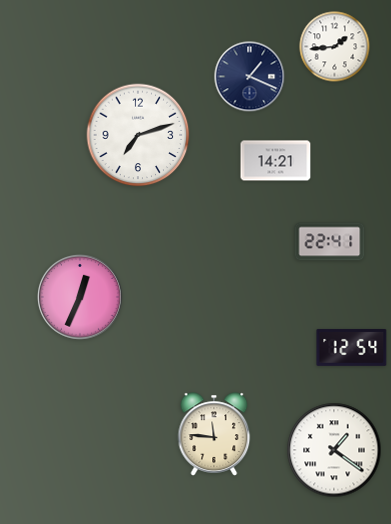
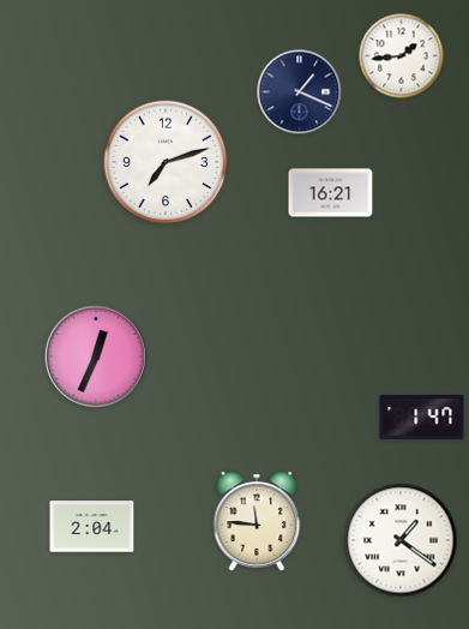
clock at (276, 161): 14:21 -> 16:21
clock at (330, 242): 22:41 -> none
clock at (352, 348): 12:54 -> 1:47
clock at (92, 527): none -> 2:04
